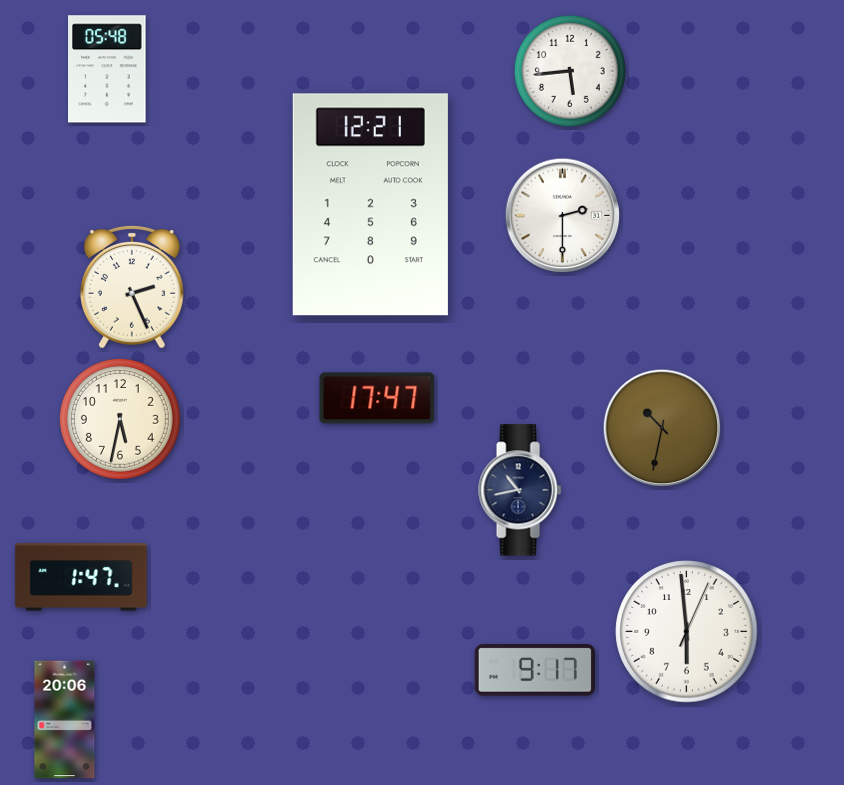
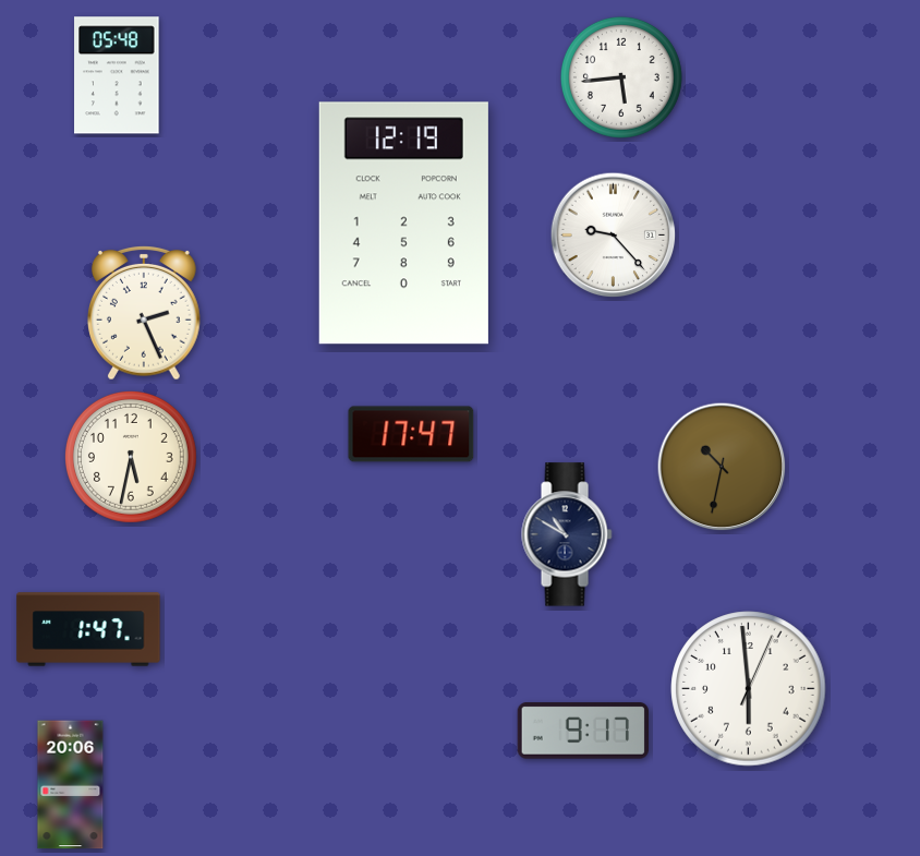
clock at (370, 205): 12:21 -> 12:19
clock at (563, 216): 2:30 -> 9:23
clock at (520, 490): 10:43 -> 10:50
